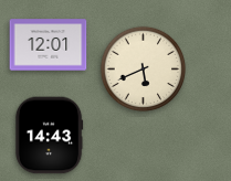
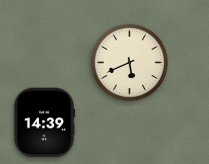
clock at (49, 45): 12:01 -> none
clock at (49, 136): 14:43 -> 14:39
